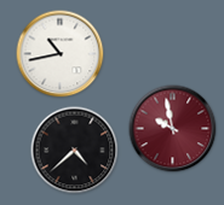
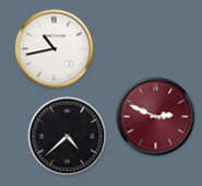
clock at (173, 129): 9:58 -> 2:49
